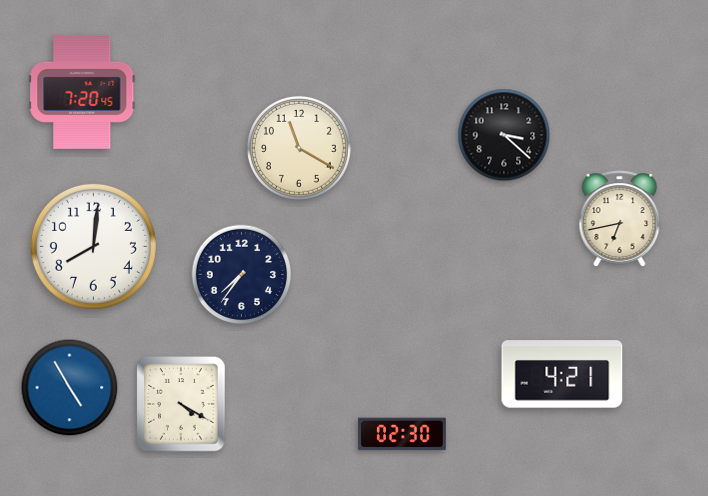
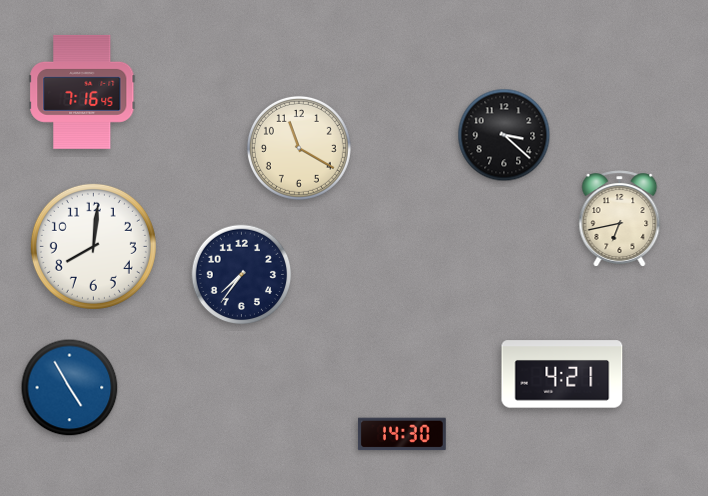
clock at (82, 92): 7:20 -> 7:16
clock at (181, 404): 4:20 -> none
clock at (403, 434): 02:30 -> 14:30
